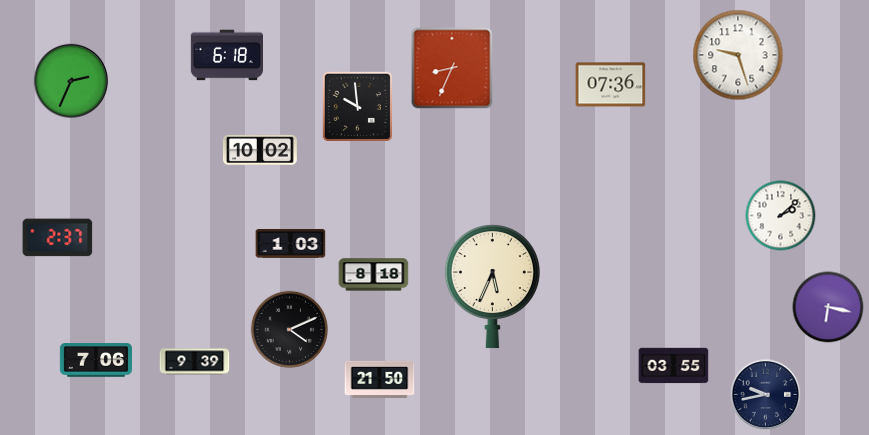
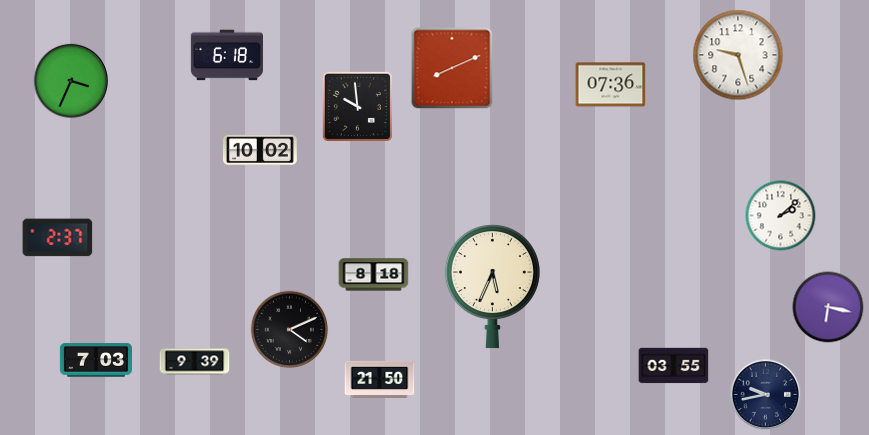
clock at (452, 68): 8:34 -> 8:11
clock at (71, 81): 2:34 -> 3:34
clock at (291, 244): 1:03 -> none
clock at (95, 360): 7:06 -> 7:03
